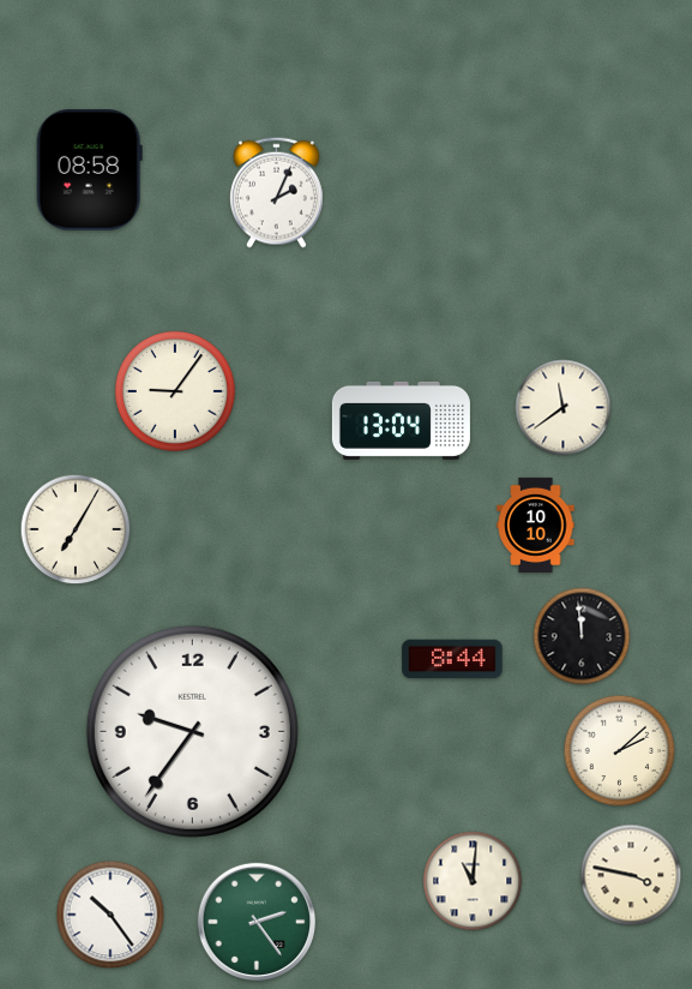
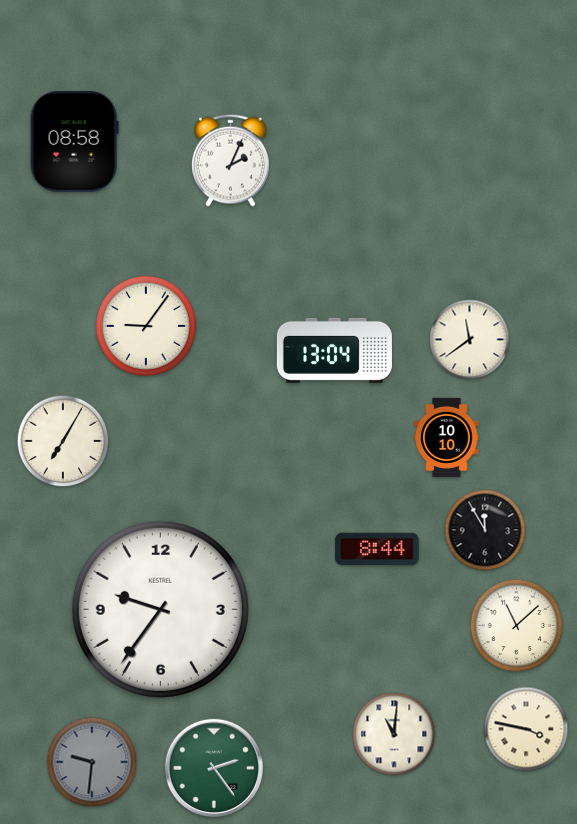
clock at (582, 636): 11:59 -> 11:55
clock at (620, 751): 2:08 -> 11:08
clock at (110, 915): 10:24 -> 9:31
clock at (110, 915) dial: white -> grey
